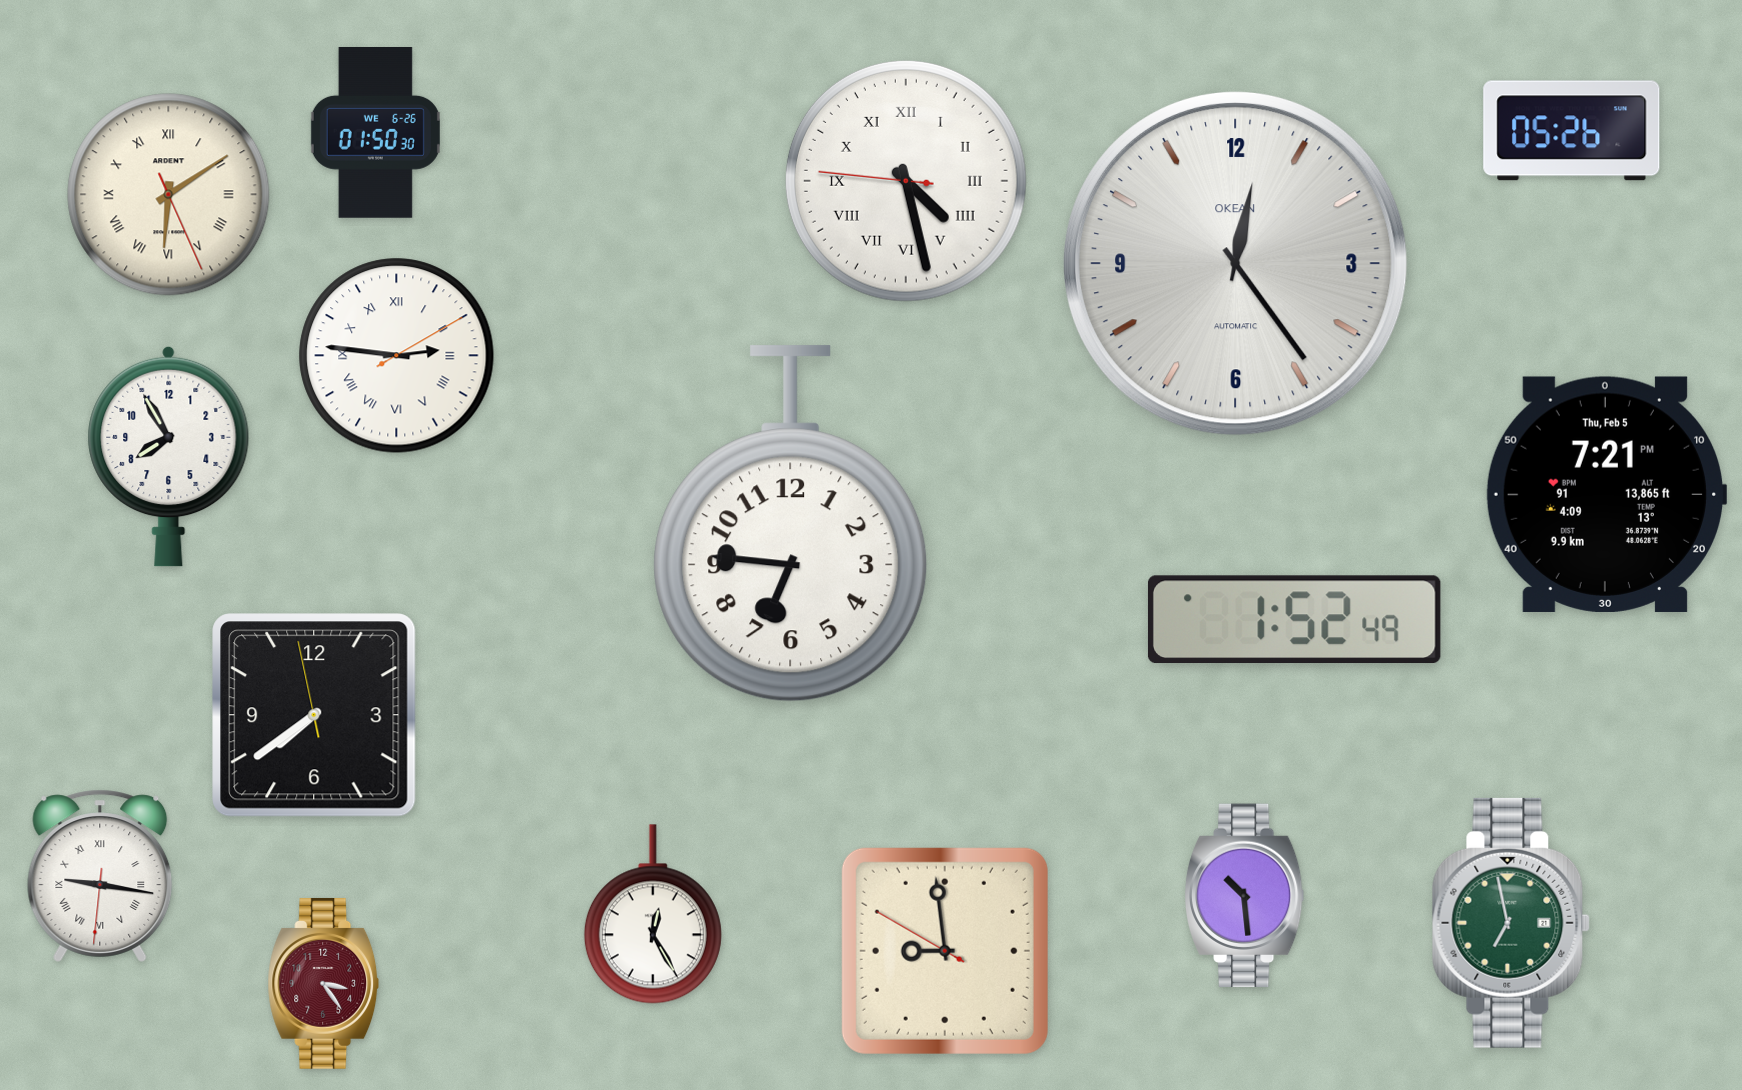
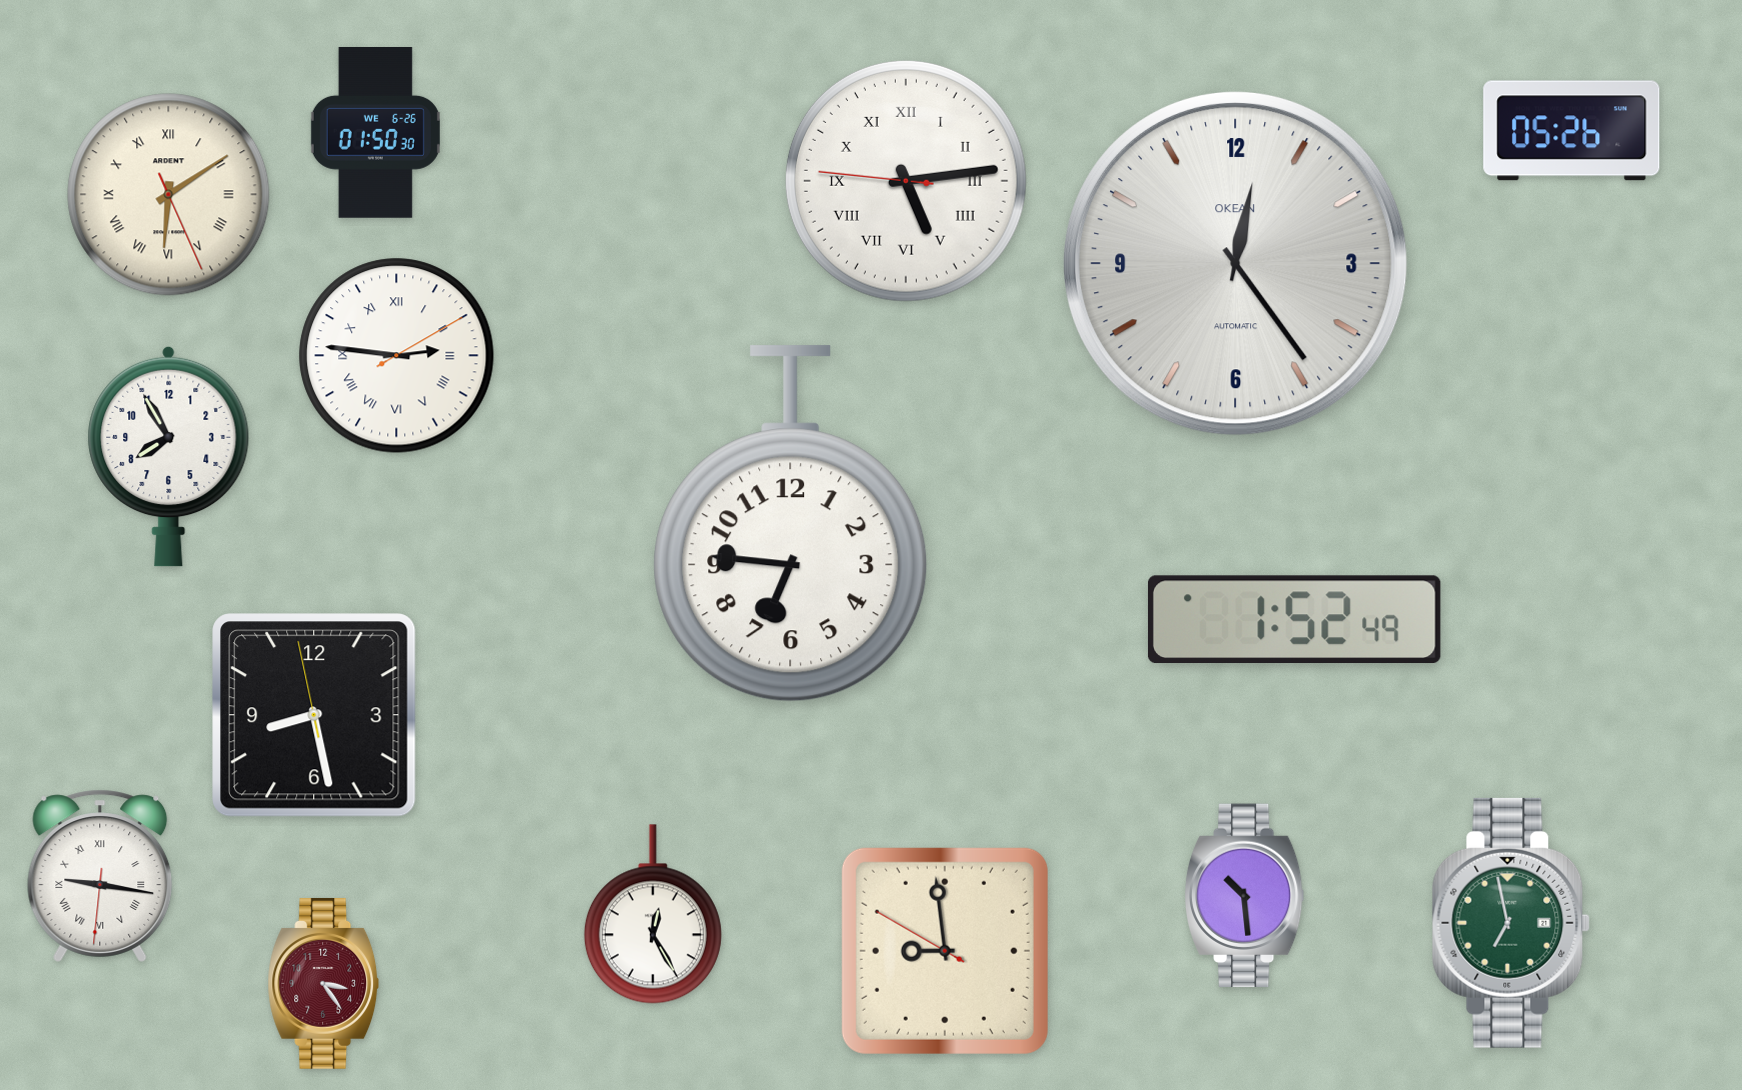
clock at (906, 181): 4:27 -> 5:13
clock at (1605, 494): 7:21 -> none
clock at (314, 715): 7:38 -> 8:27
